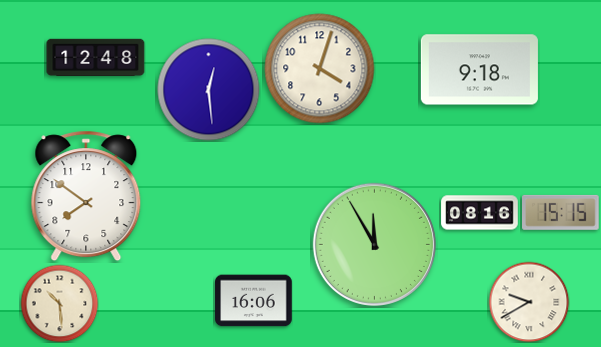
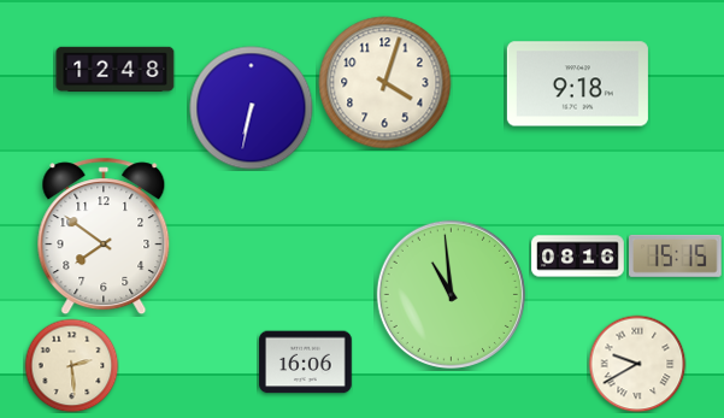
clock at (209, 90): 12:29 -> 6:32
clock at (374, 244): 11:55 -> 10:59
clock at (59, 303): 10:29 -> 2:29
